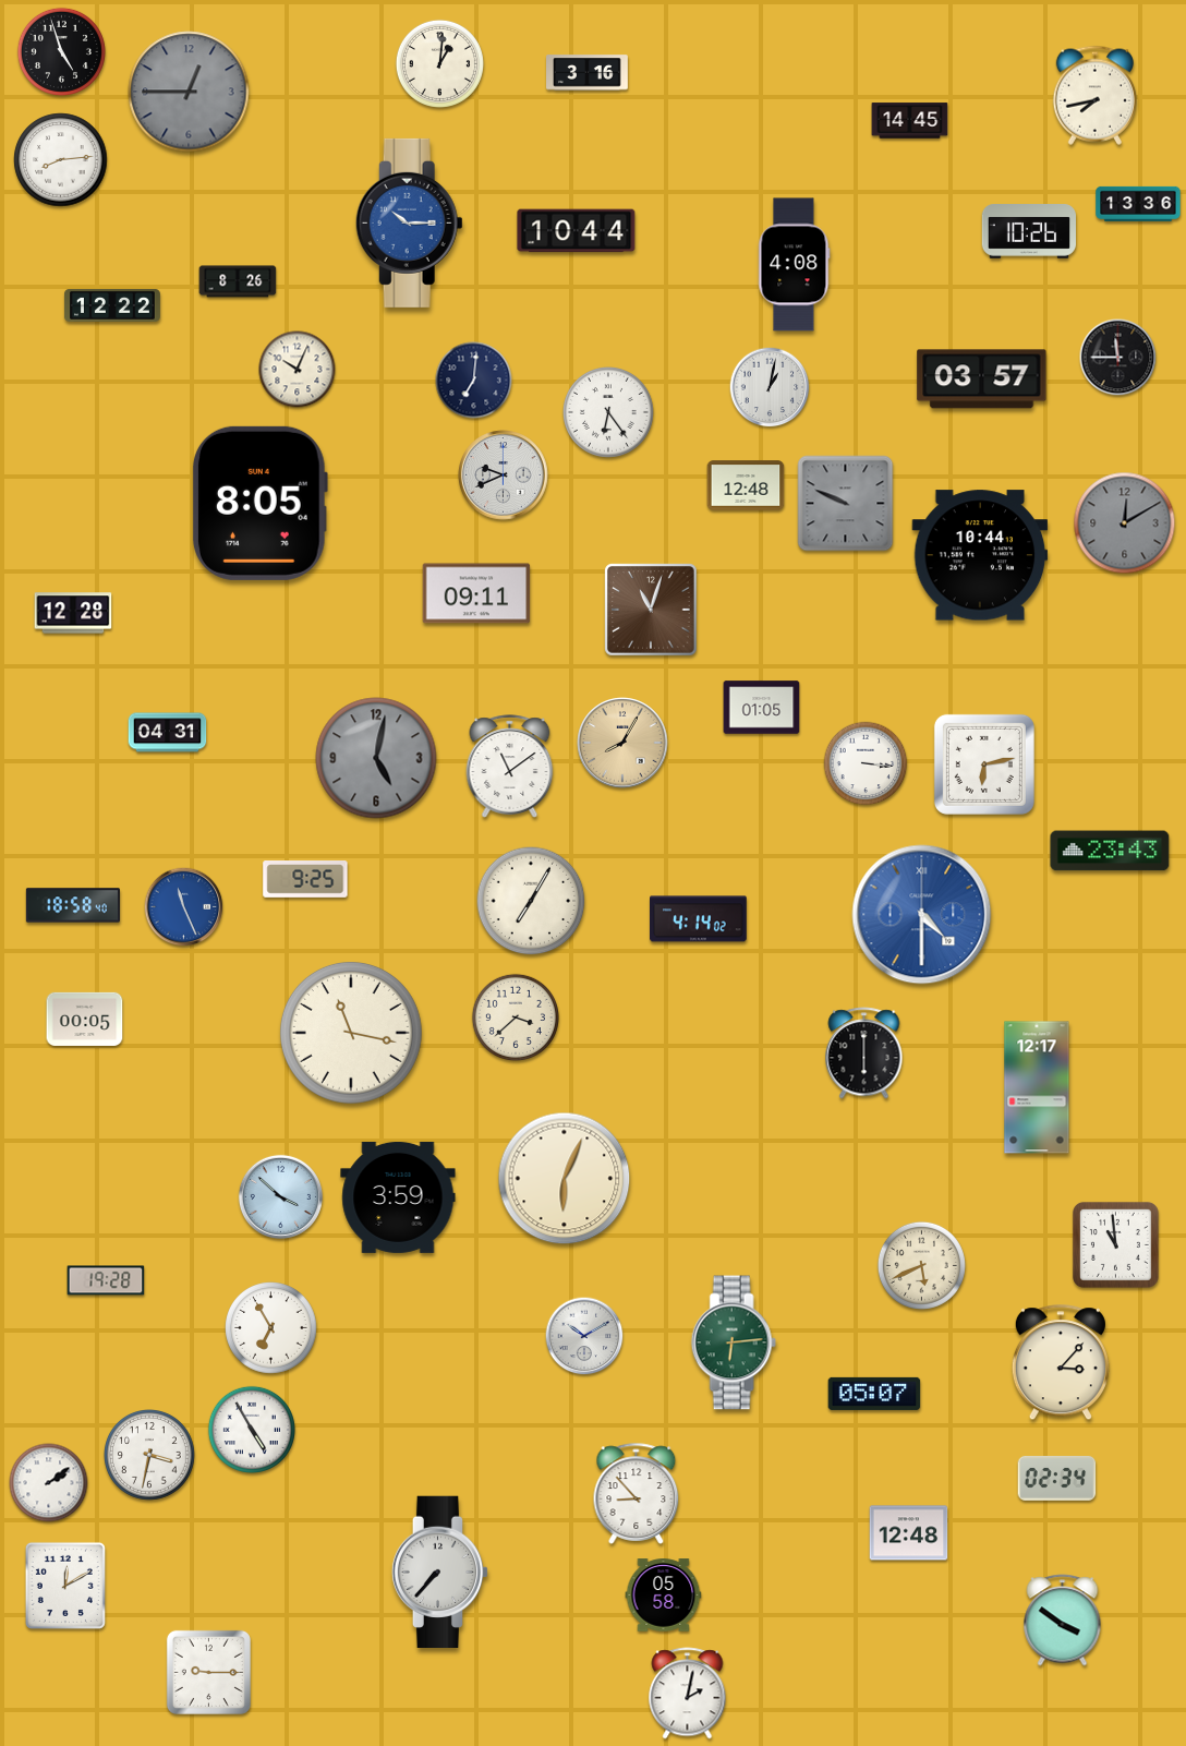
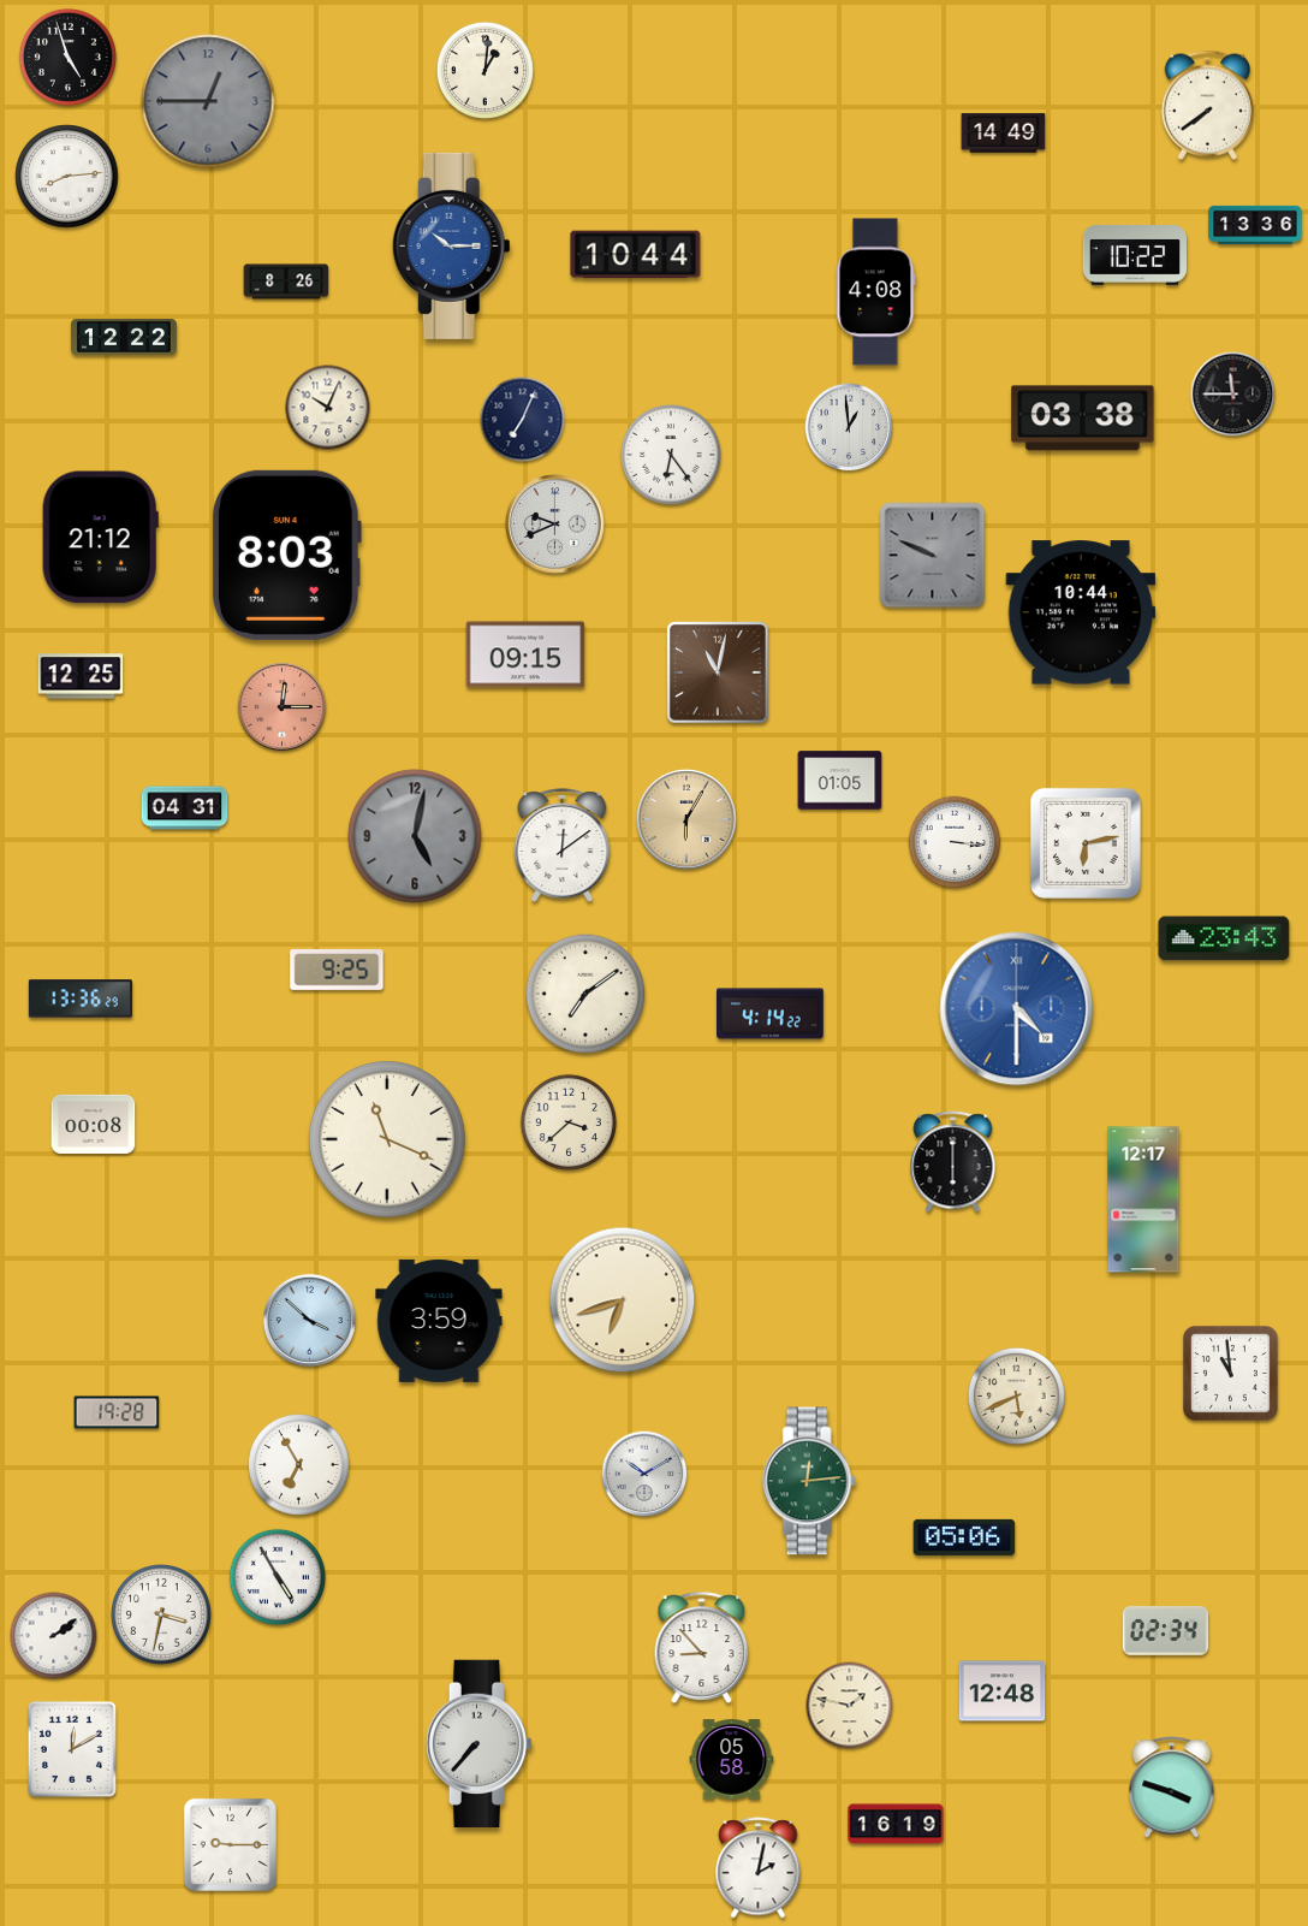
clock at (588, 73): 3:16 -> none
clock at (1094, 95): 7:43 -> 7:39
clock at (910, 121): 14:45 -> 14:49
clock at (1028, 232): 10:26 -> 10:22
clock at (238, 281) position: (238, 281) -> (286, 282)
clock at (982, 380): 03:57 -> 03:38
clock at (474, 381): 7:01 -> 7:04
clock at (770, 387): 1:02 -> 12:59
clock at (746, 485): 12:48 -> none
clock at (100, 538): none -> 21:12
clock at (259, 503): 8:05 -> 8:03
clock at (1125, 523): 12:10 -> none
clock at (476, 593): 09:11 -> 09:15
clock at (651, 610): 11:03 -> 11:02
clock at (73, 613): 12:28 -> 12:25
clock at (283, 707): none -> 12:15
clock at (622, 743): 8:05 -> 6:05
clock at (510, 767): 11:09 -> 12:09
clock at (531, 901): 7:05 -> 7:09
clock at (72, 905): 18:58 -> 13:36
clock at (184, 907): 11:26 -> none
clock at (699, 919): 4:14:02 -> 4:14:22
clock at (85, 1019): 00:05 -> 00:08
clock at (351, 1033): 11:17 -> 11:19
clock at (565, 1179): 6:04 -> 6:42
clock at (734, 1342): 6:14 -> 12:14
clock at (1061, 1363): 3:07 -> none
clock at (874, 1394): 05:07 -> 05:06
clock at (150, 1456) position: (150, 1456) -> (162, 1616)
clock at (850, 1706): none -> 1:47
clock at (440, 1572) position: (440, 1572) -> (480, 1743)
clock at (1063, 1621): 3:51 -> 3:48
clock at (896, 1824): none -> 16:19
